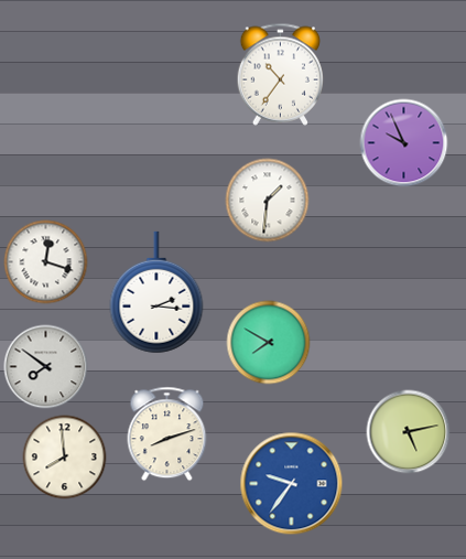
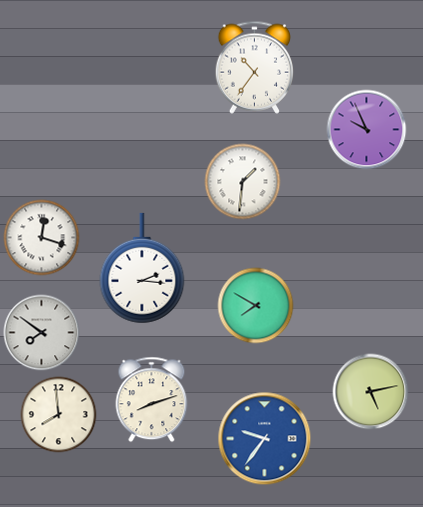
clock at (156, 292) position: (156, 292) -> (142, 268)
clock at (269, 343) position: (269, 343) -> (256, 306)
clock at (167, 434) position: (167, 434) -> (152, 400)
